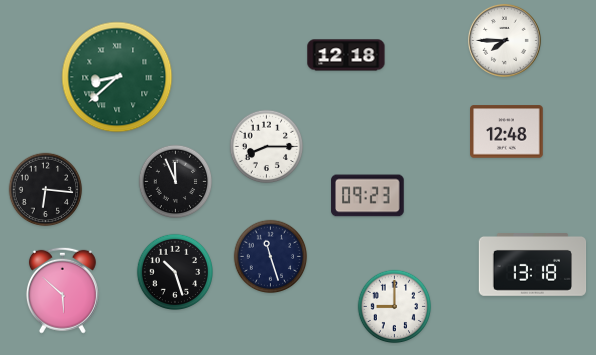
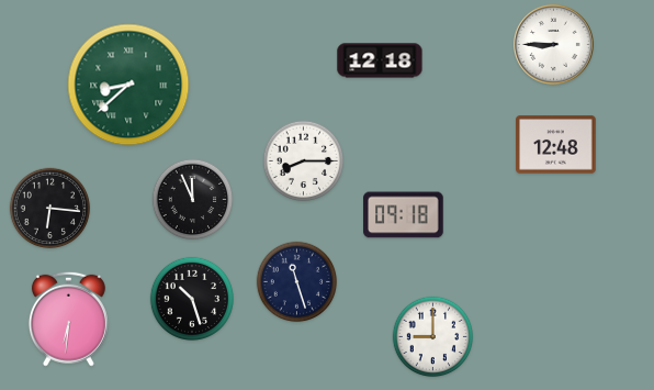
clock at (504, 40): 7:45 -> 8:45
clock at (267, 147) position: (267, 147) -> (304, 161)
clock at (368, 196): 09:23 -> 09:18
clock at (533, 265): 13:18 -> none
clock at (62, 290): 5:52 -> 6:31
